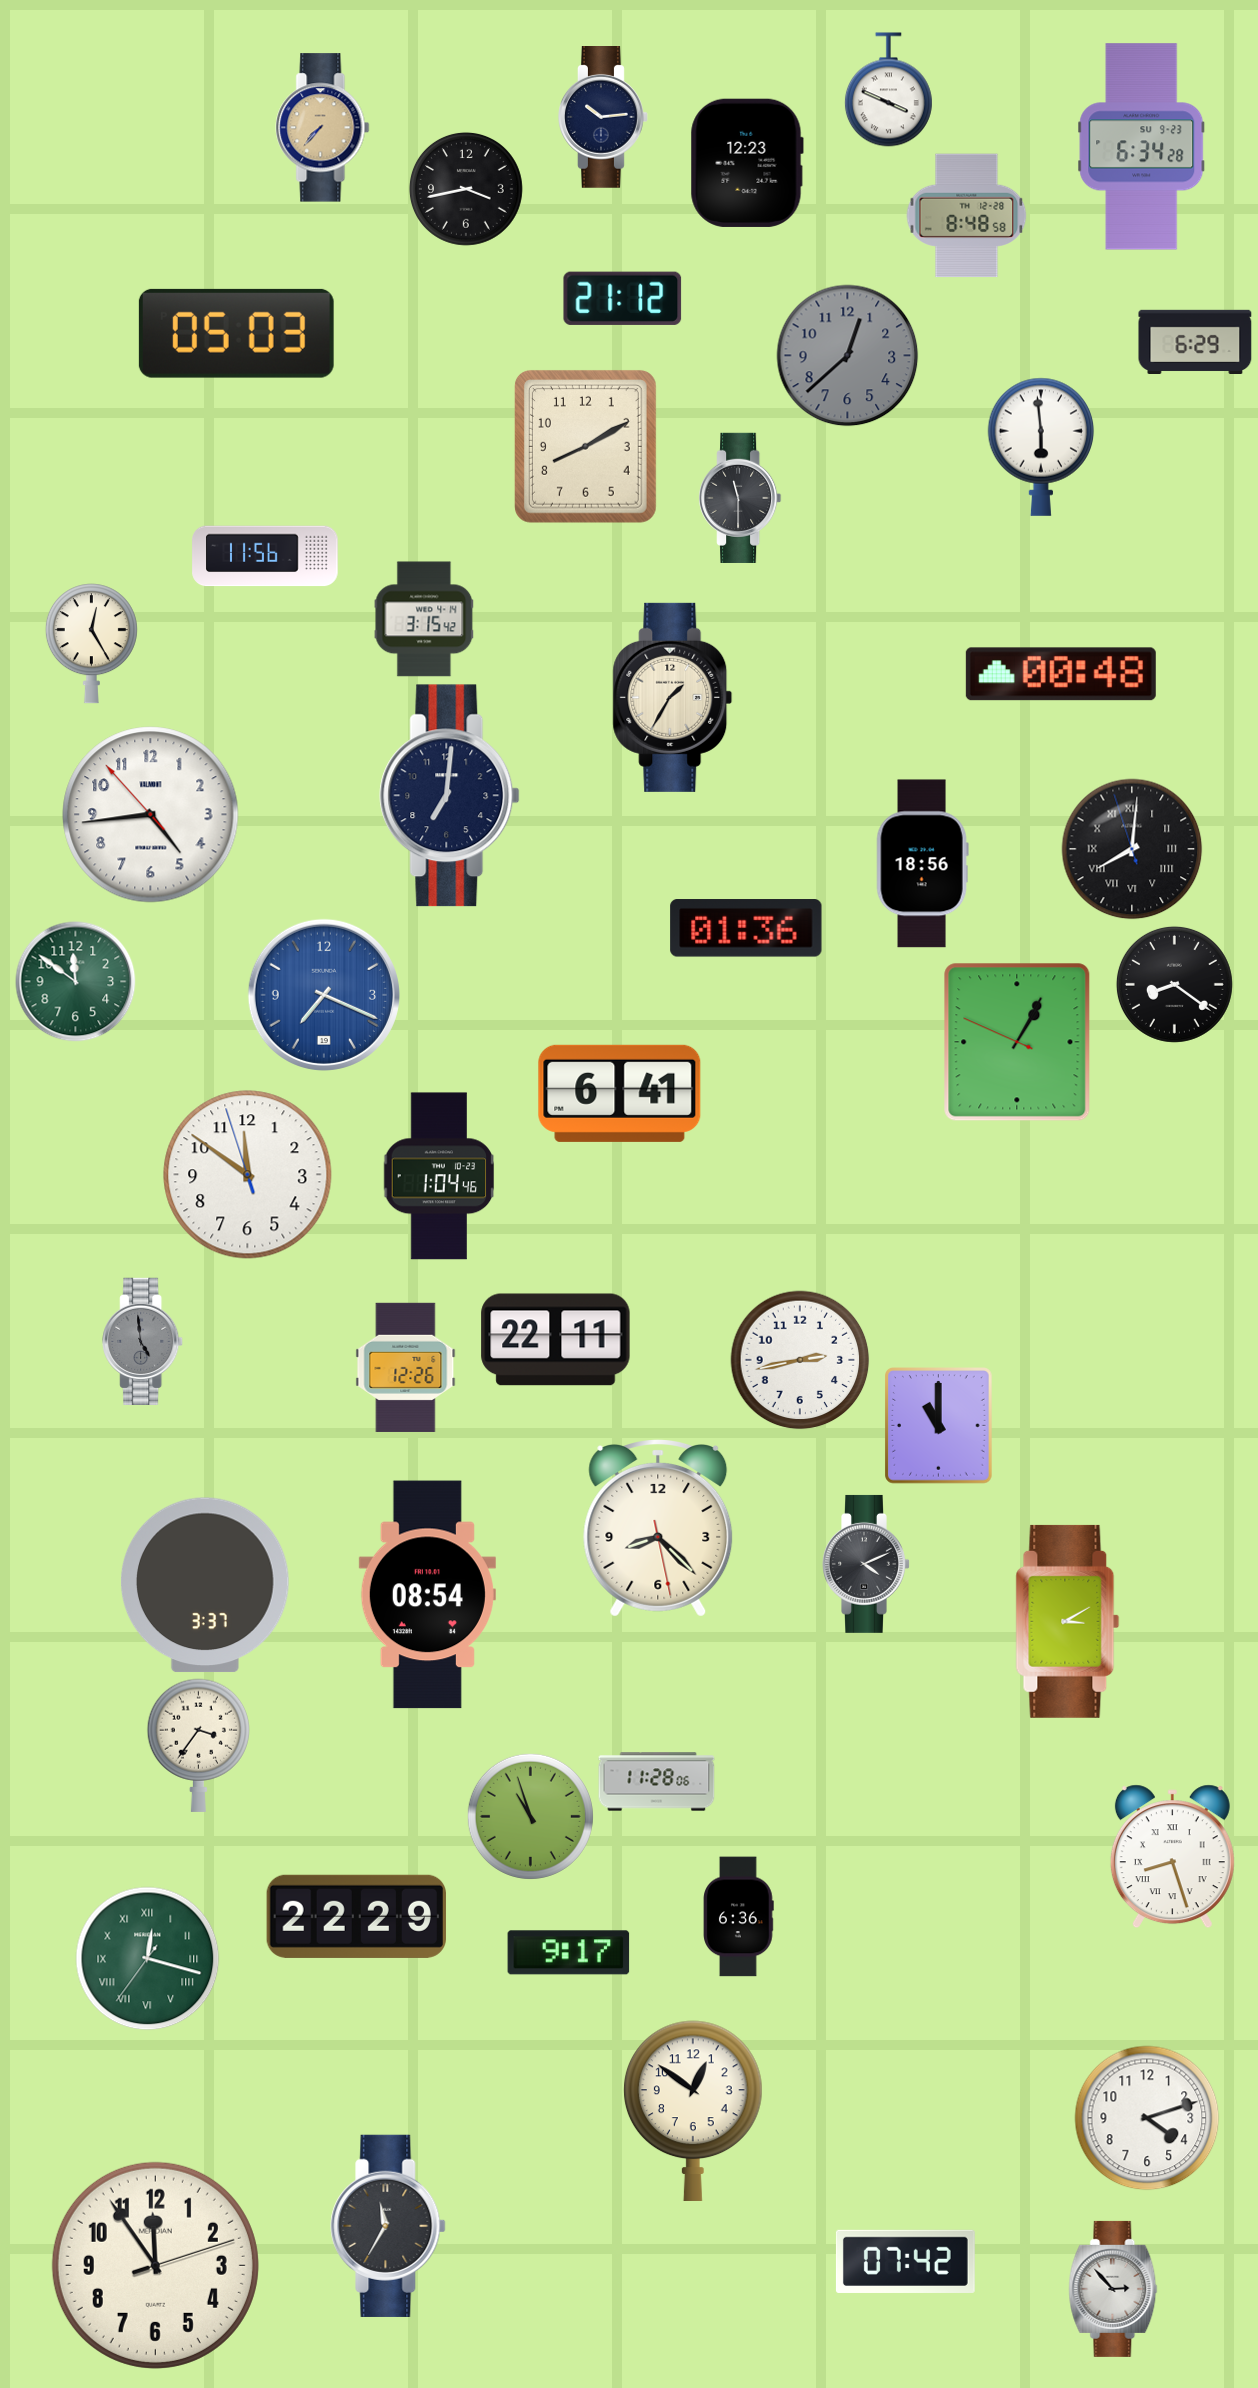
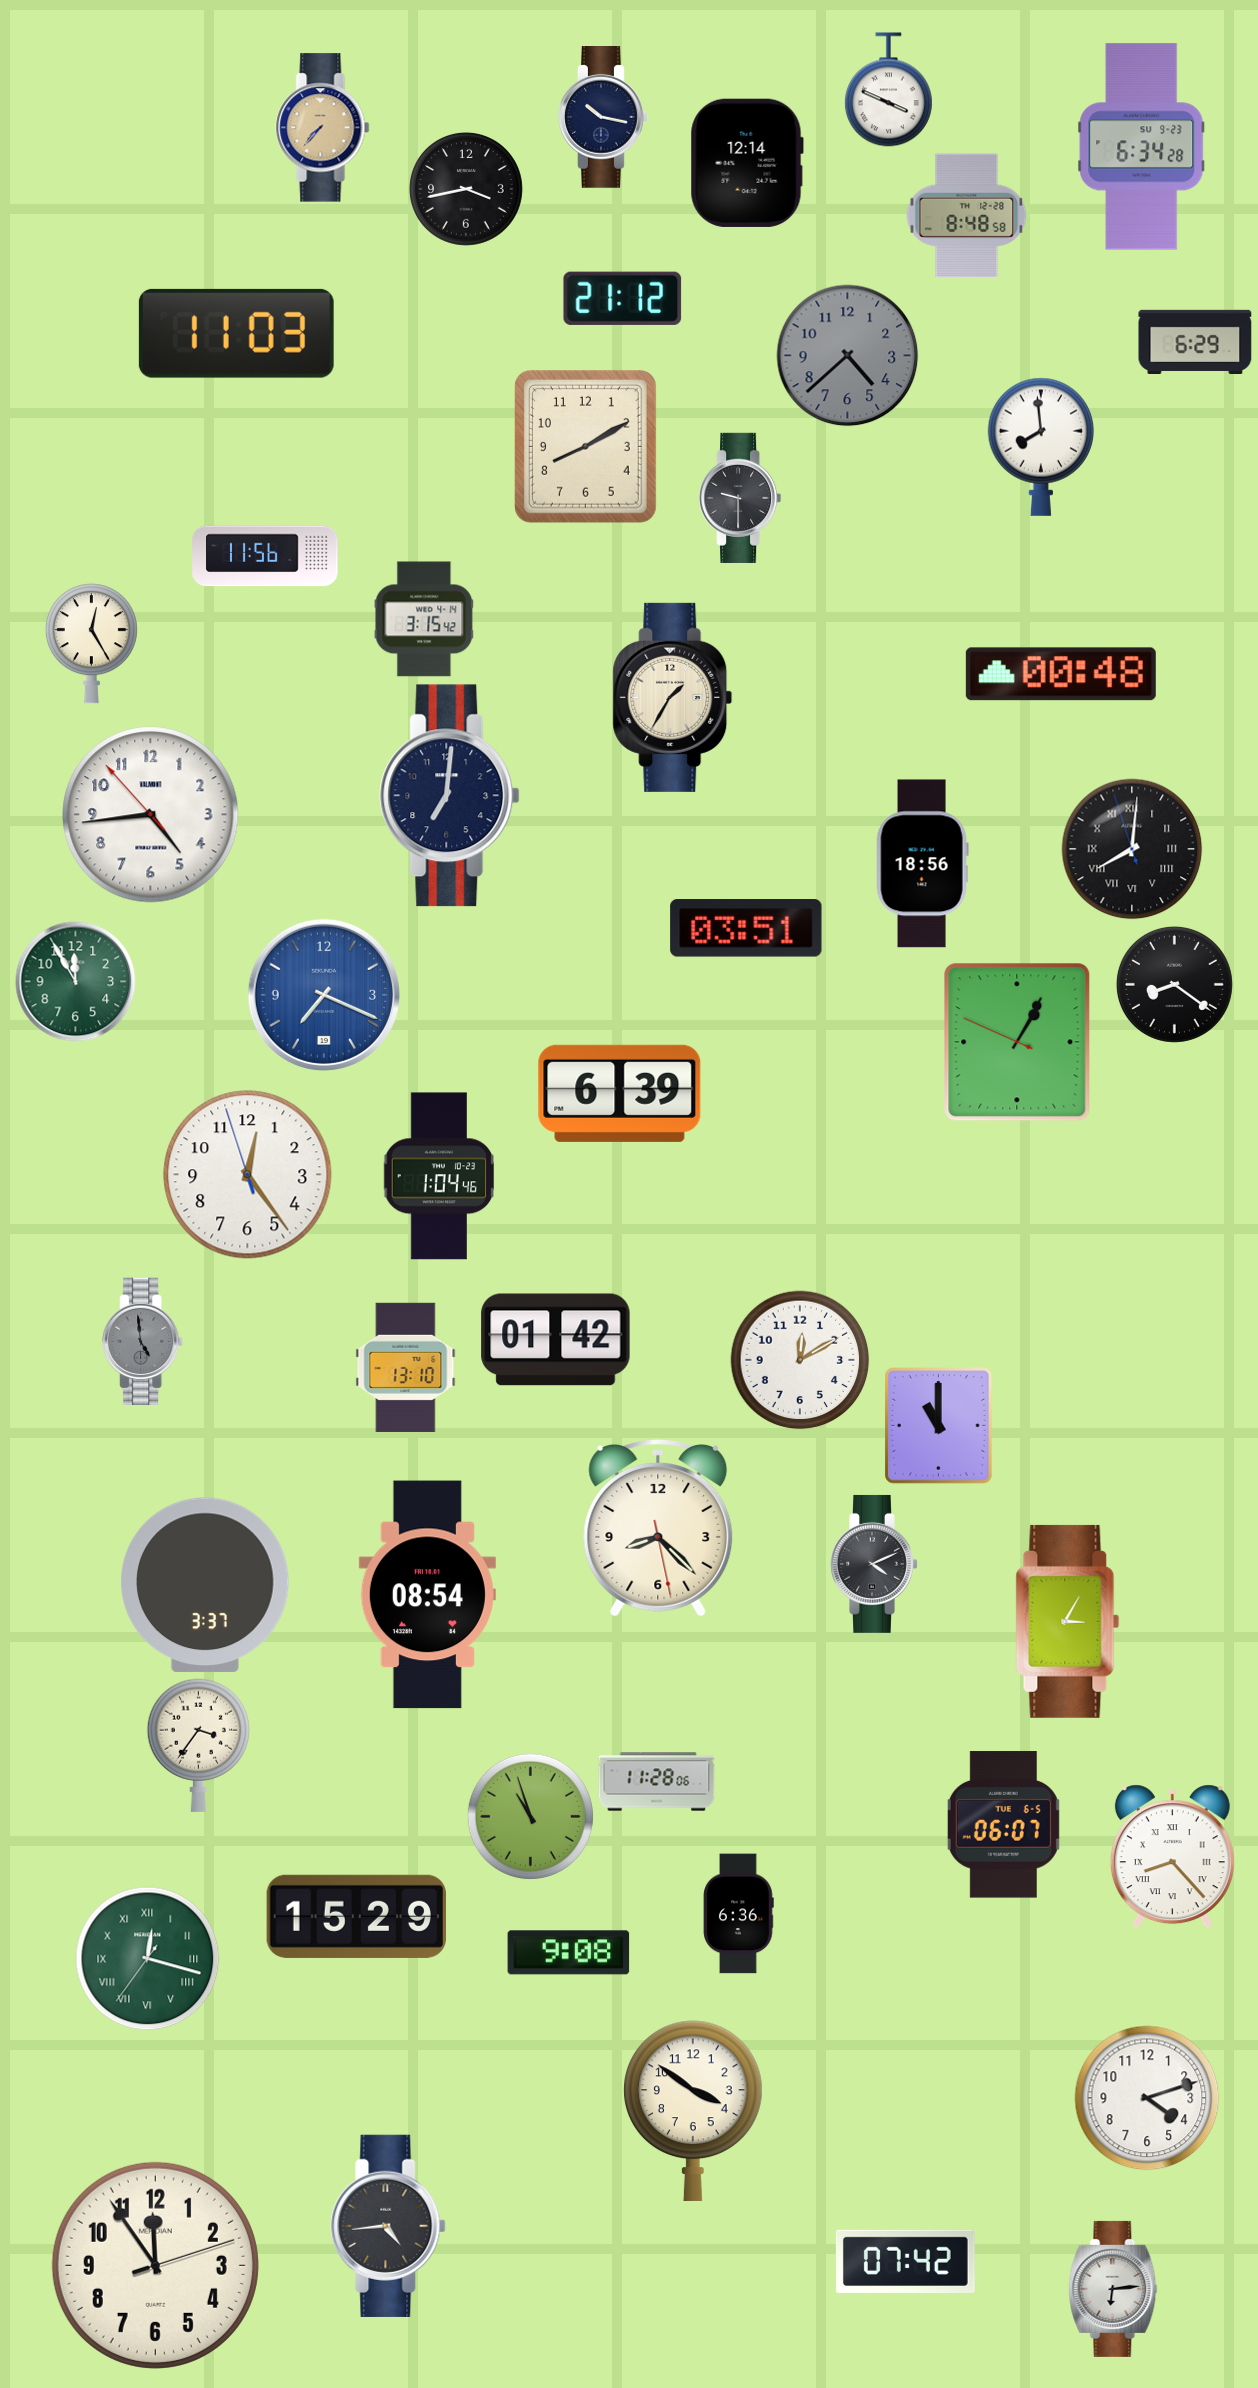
clock at (604, 118): 10:14 -> 10:17
clock at (747, 163): 12:23 -> 12:14
clock at (236, 333): 05:03 -> 11:03
clock at (848, 356): 12:38 -> 4:38
clock at (1041, 447): 5:59 -> 7:59
clock at (740, 498): 11:30 -> 9:30
clock at (746, 928): 01:36 -> 03:51
clock at (76, 982): 11:51 -> 11:55
clock at (620, 1093): 6:41 -> 6:39
clock at (248, 1175): 11:50 -> 12:23
clock at (556, 1340): 22:11 -> 01:42
clock at (800, 1360): 2:43 -> 12:10
clock at (406, 1367): 12:26 -> 13:10
clock at (866, 1564) position: (866, 1564) -> (874, 1564)
clock at (1068, 1621): 3:10 -> 3:05
clock at (1003, 1825): none -> 06:07
clock at (1172, 1857): 8:27 -> 8:23
clock at (356, 1916): 22:29 -> 15:29
clock at (739, 1917) position: (739, 1917) -> (739, 1914)
clock at (569, 1953): 9:17 -> 9:08
clock at (694, 2111): 12:51 -> 3:51
clock at (1147, 2118) position: (1147, 2118) -> (1147, 2098)
clock at (388, 2226): 11:35 -> 4:44
clock at (1113, 2289): 2:53 -> 6:14
